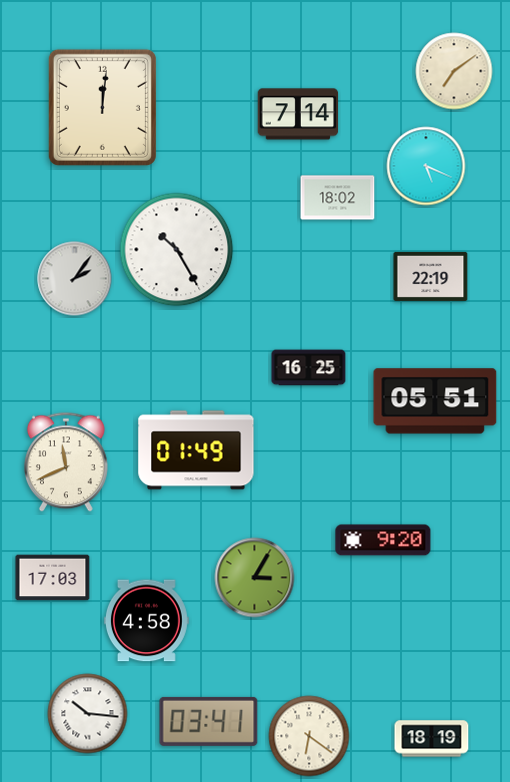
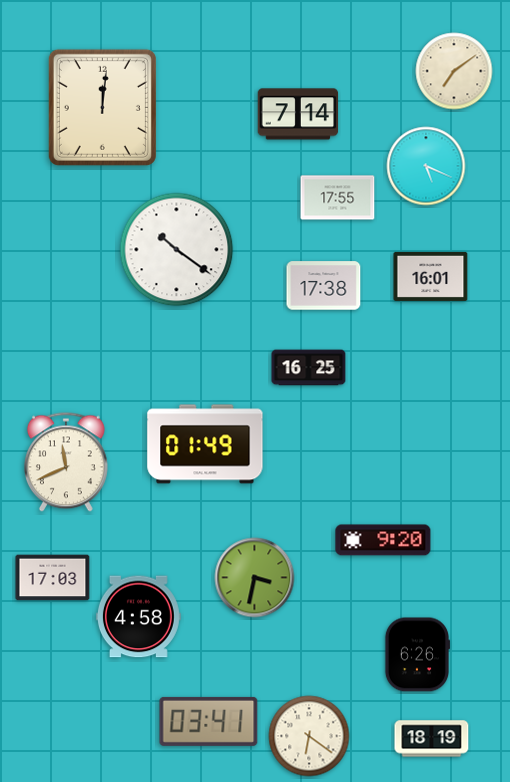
clock at (338, 198): 18:02 -> 17:55
clock at (177, 250): 10:25 -> 10:21
clock at (431, 276): 22:19 -> 16:01
clock at (75, 279): 2:06 -> none
clock at (324, 286): none -> 17:38
clock at (435, 401): 05:51 -> none
clock at (196, 450) position: (196, 450) -> (205, 444)
clock at (255, 578): 3:05 -> 3:32
clock at (146, 621) position: (146, 621) -> (138, 617)
clock at (416, 655): none -> 6:26
clock at (88, 714): 10:16 -> none
